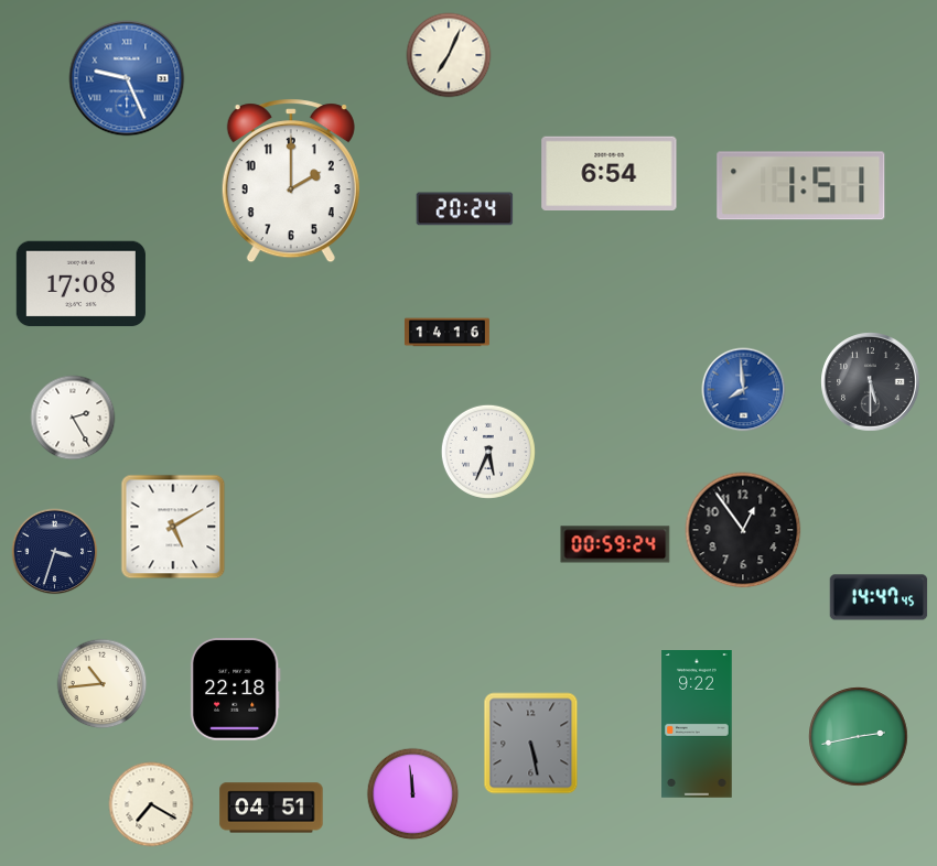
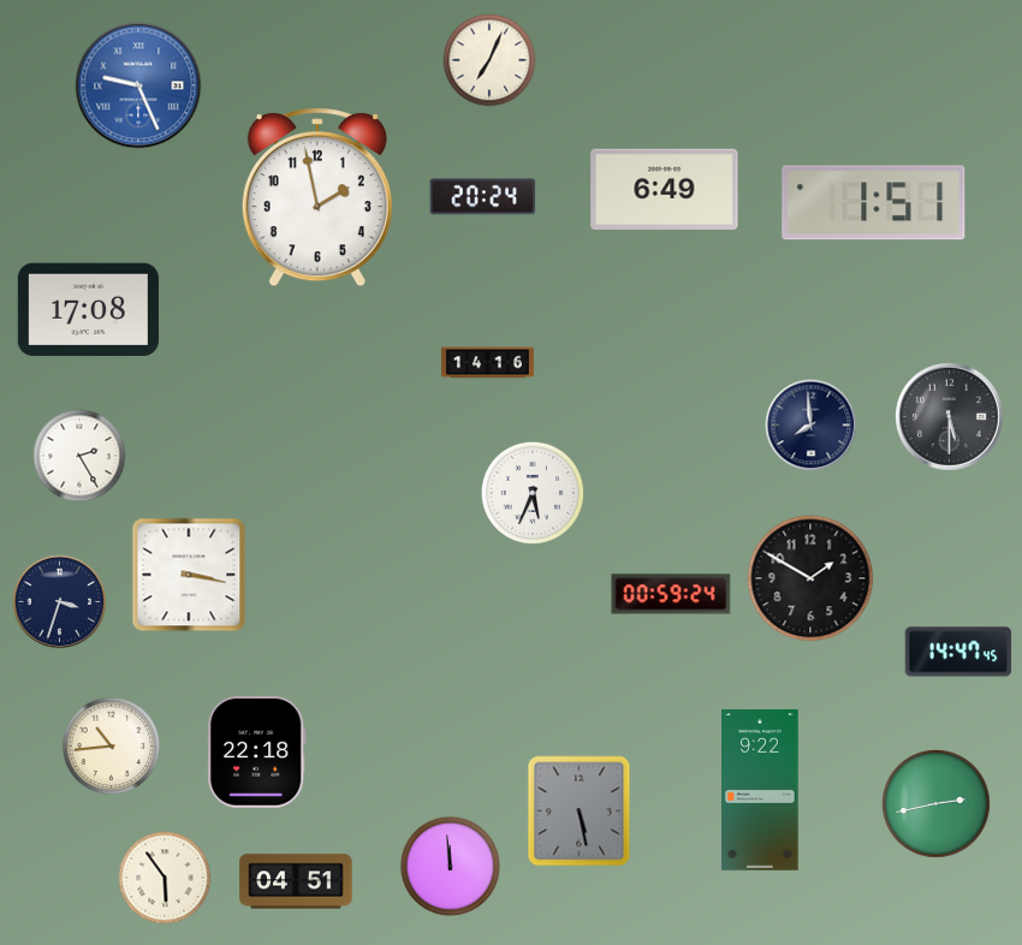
clock at (610, 173): 6:54 -> 6:49
clock at (291, 181): 2:00 -> 1:58
clock at (465, 209) position: (465, 209) -> (483, 197)
clock at (744, 390) dial: blue -> navy
clock at (173, 527): 5:10 -> 3:17
clock at (743, 530): 12:54 -> 1:50
clock at (151, 804): 7:20 -> 5:54
